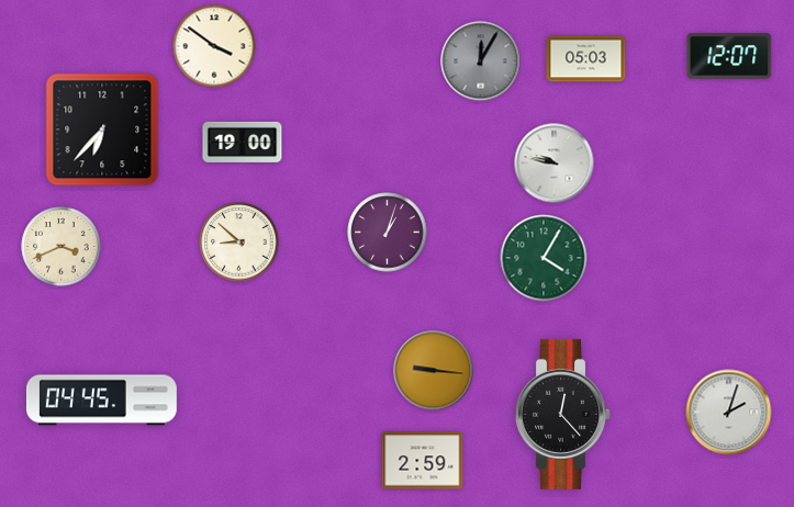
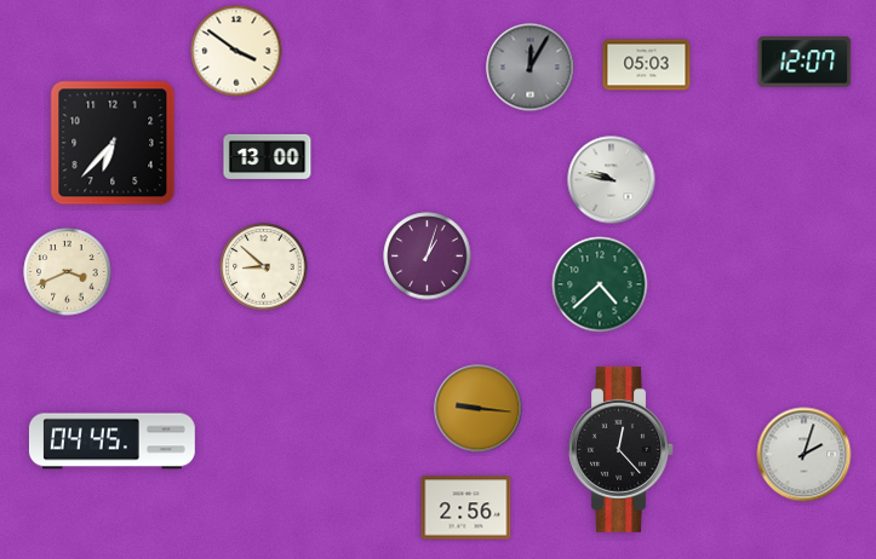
clock at (243, 142): 19:00 -> 13:00
clock at (544, 258): 4:05 -> 4:38
clock at (563, 414) position: (563, 414) -> (622, 449)
clock at (423, 461): 2:59 -> 2:56
